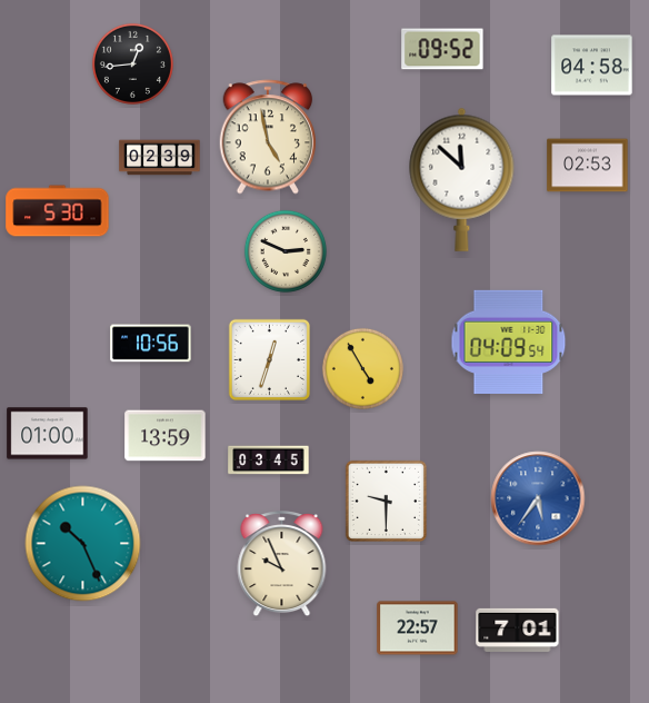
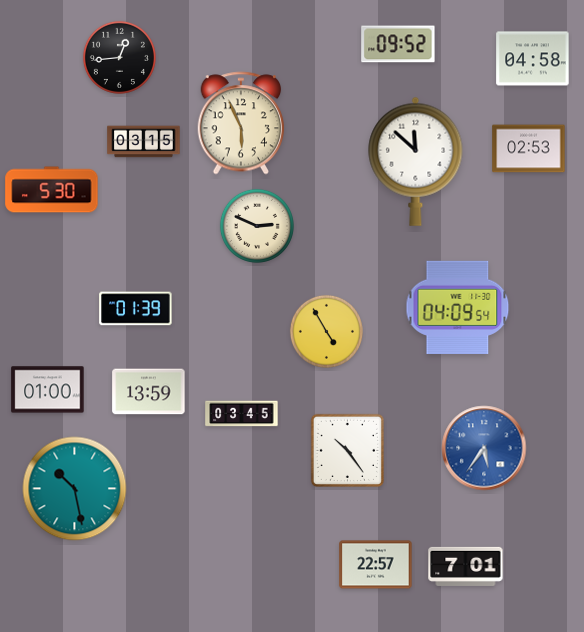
clock at (268, 137): 4:58 -> 5:56
clock at (160, 158): 02:39 -> 03:15
clock at (151, 344): 10:56 -> 01:39
clock at (269, 359): 12:33 -> none
clock at (48, 434) position: (48, 434) -> (48, 390)
clock at (386, 501): 9:30 -> 10:24
clock at (83, 544): 10:26 -> 10:28
clock at (282, 565): 9:56 -> none
